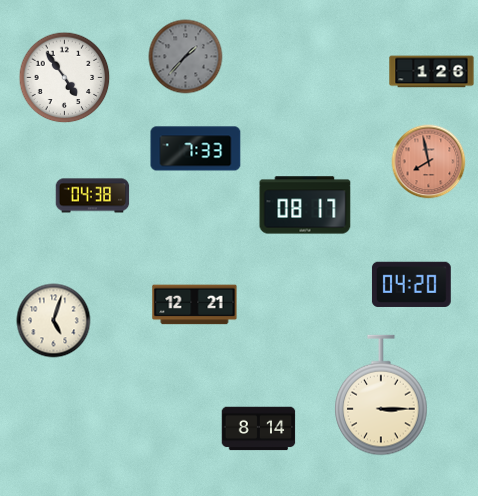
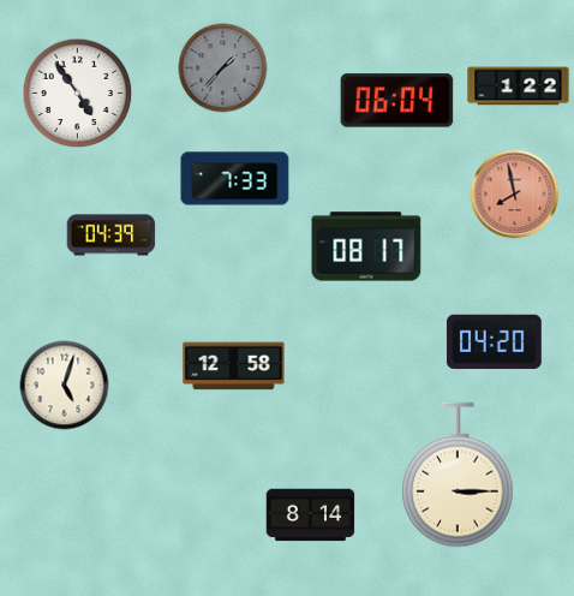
clock at (432, 72): 1:26 -> 1:22
clock at (397, 101): none -> 06:04
clock at (93, 196): 04:38 -> 04:39
clock at (195, 305): 12:21 -> 12:58
